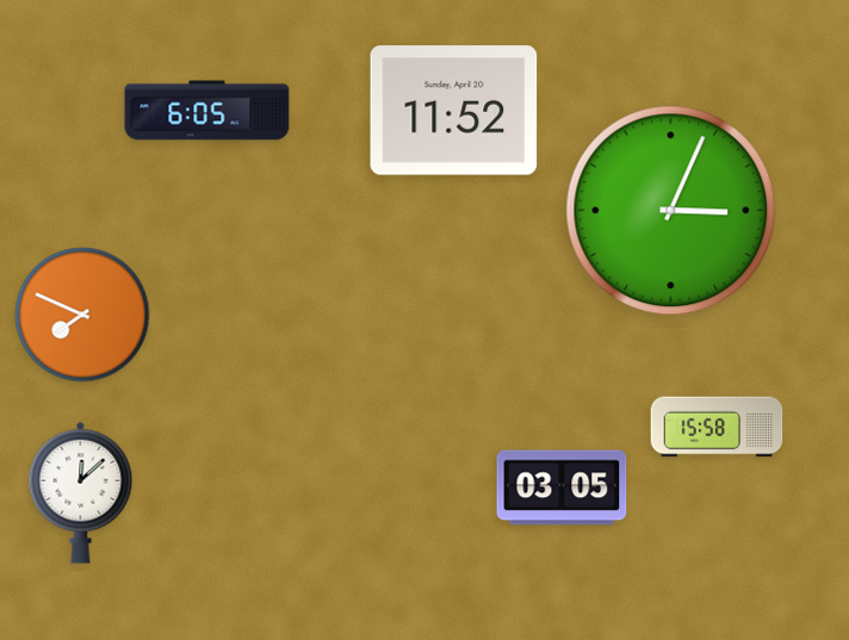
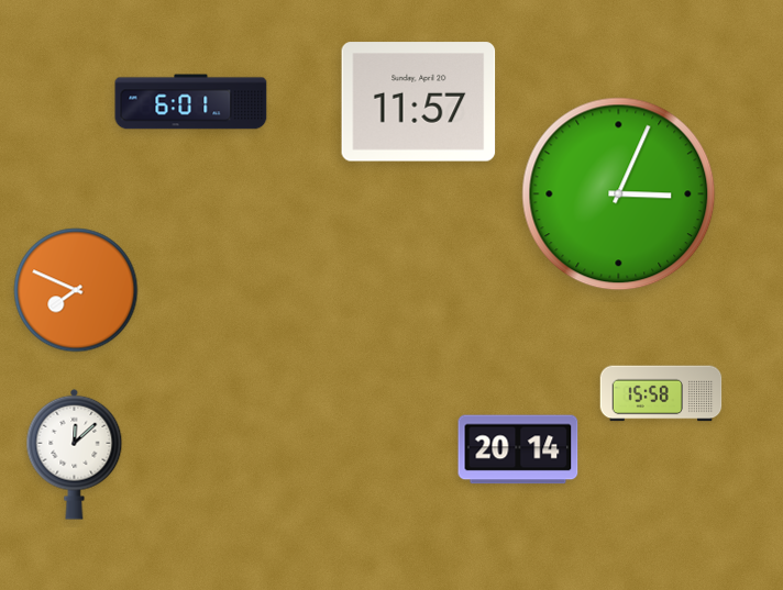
clock at (207, 111): 6:05 -> 6:01
clock at (454, 111): 11:52 -> 11:57
clock at (562, 487): 03:05 -> 20:14
